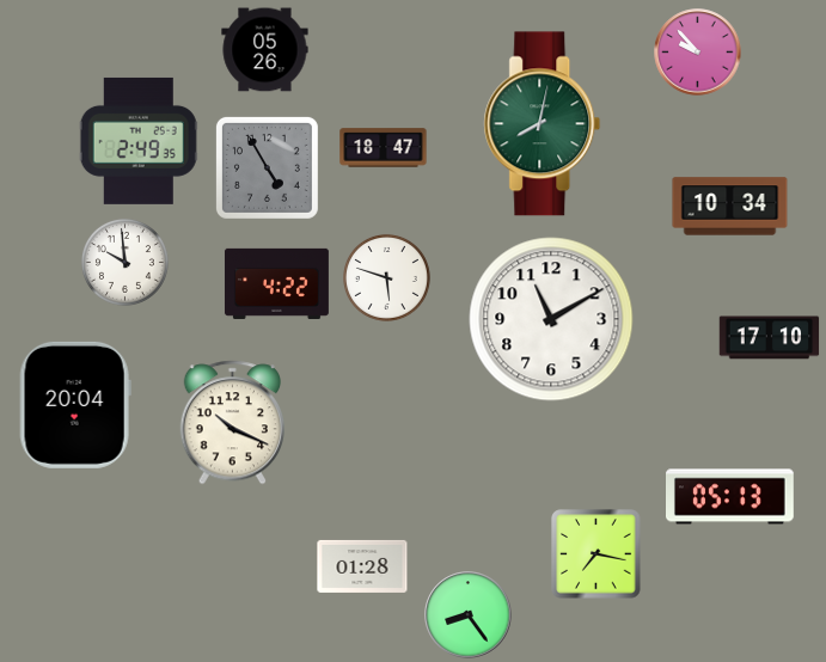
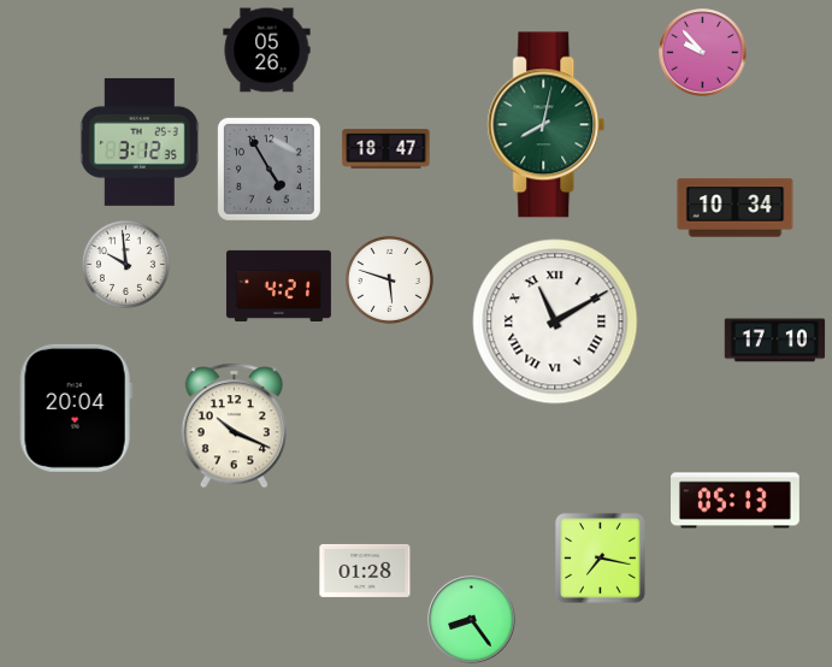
clock at (139, 141): 2:49 -> 3:12
clock at (276, 283): 4:22 -> 4:21
clock at (551, 319) numerals: Arabic -> Roman
